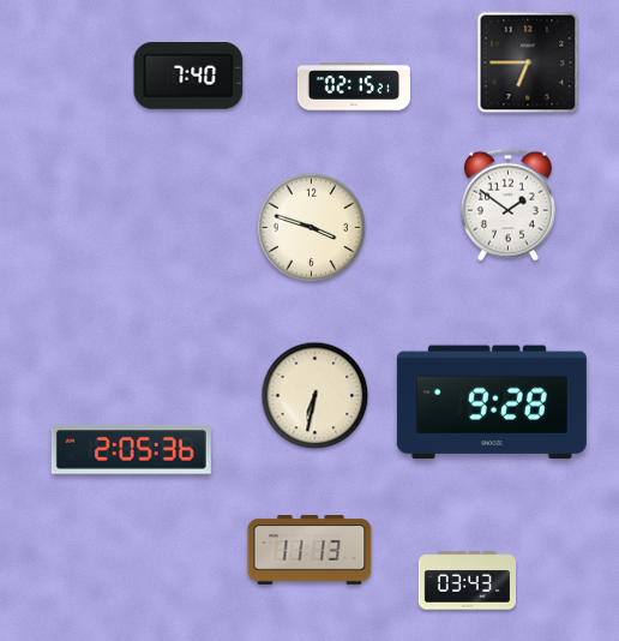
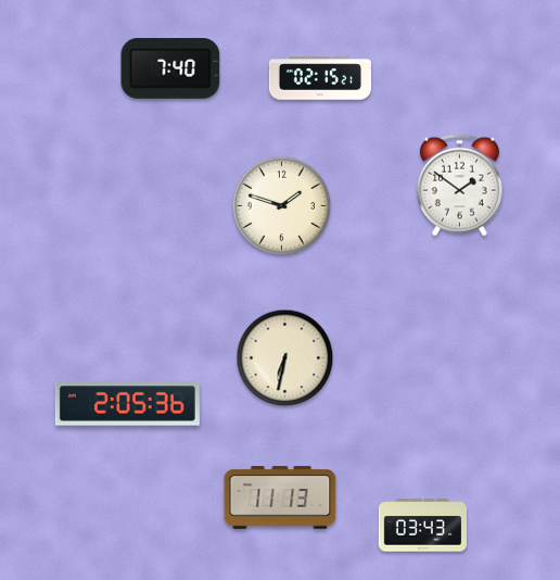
clock at (528, 62): 6:45 -> none
clock at (312, 228): 3:48 -> 1:48
clock at (492, 402): 9:28 -> none
clock at (131, 450) position: (131, 450) -> (127, 404)
